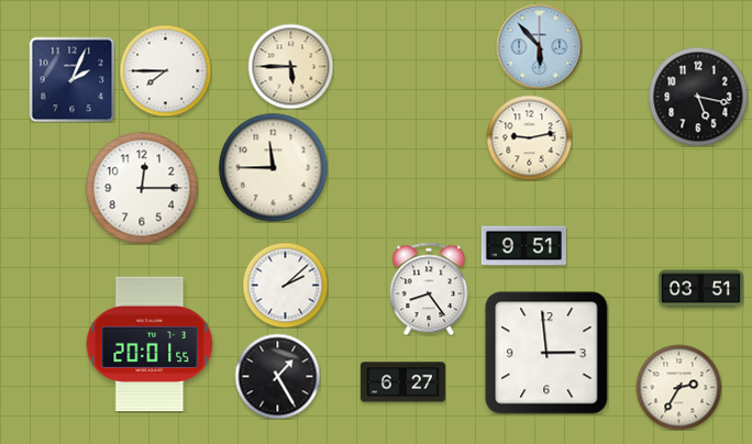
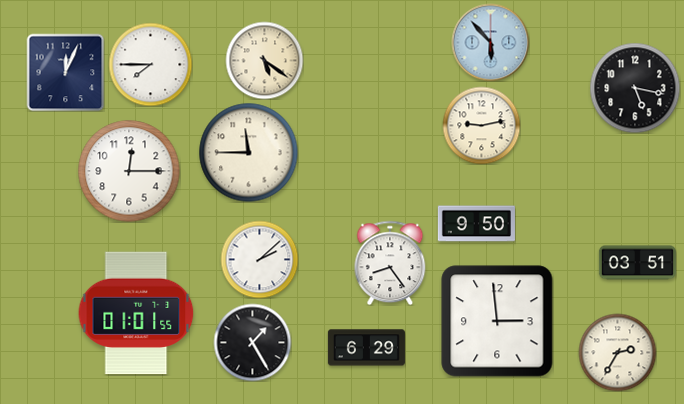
clock at (290, 66): 5:45 -> 5:21
clock at (71, 79): 2:04 -> 12:04
clock at (523, 246): 9:51 -> 9:50
clock at (150, 344): 20:01 -> 01:01
clock at (402, 382): 6:27 -> 6:29
